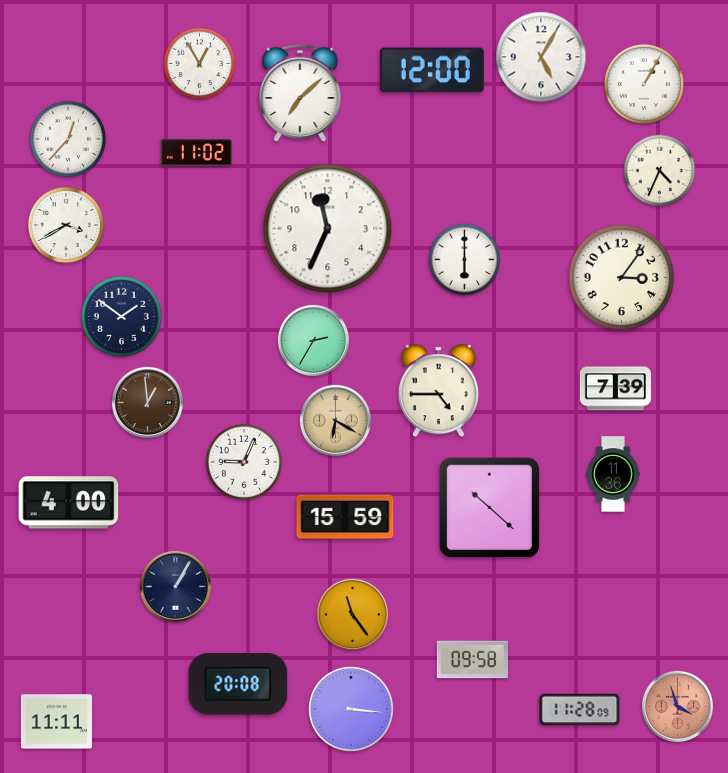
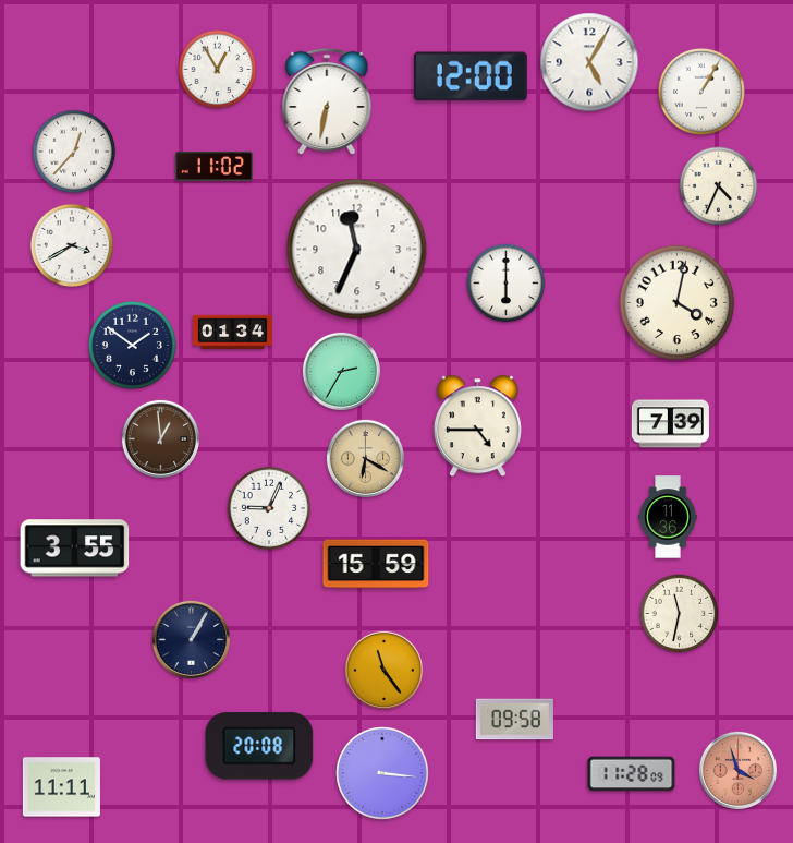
clock at (300, 93): 7:08 -> 6:32
clock at (622, 278): 3:06 -> 4:02
clock at (233, 333): none -> 01:34
clock at (244, 462) position: (244, 462) -> (269, 508)
clock at (69, 503): 4:00 -> 3:55
clock at (489, 507): 10:22 -> none
clock at (680, 614): none -> 11:32
